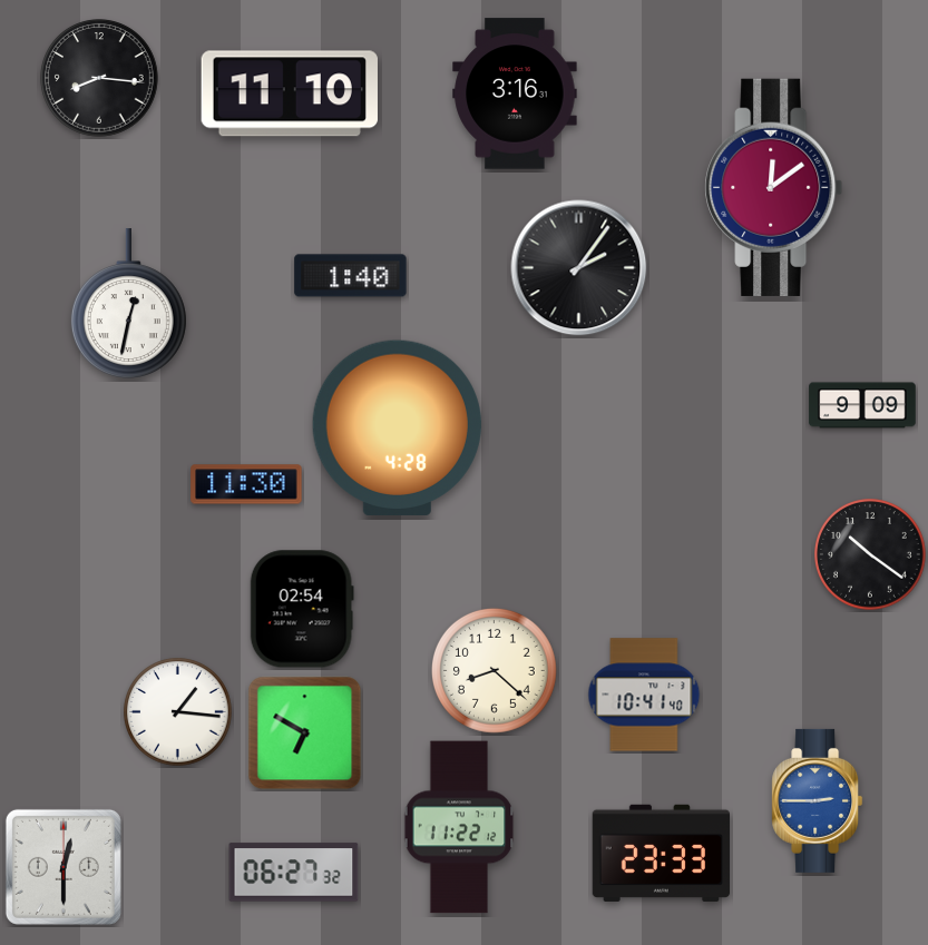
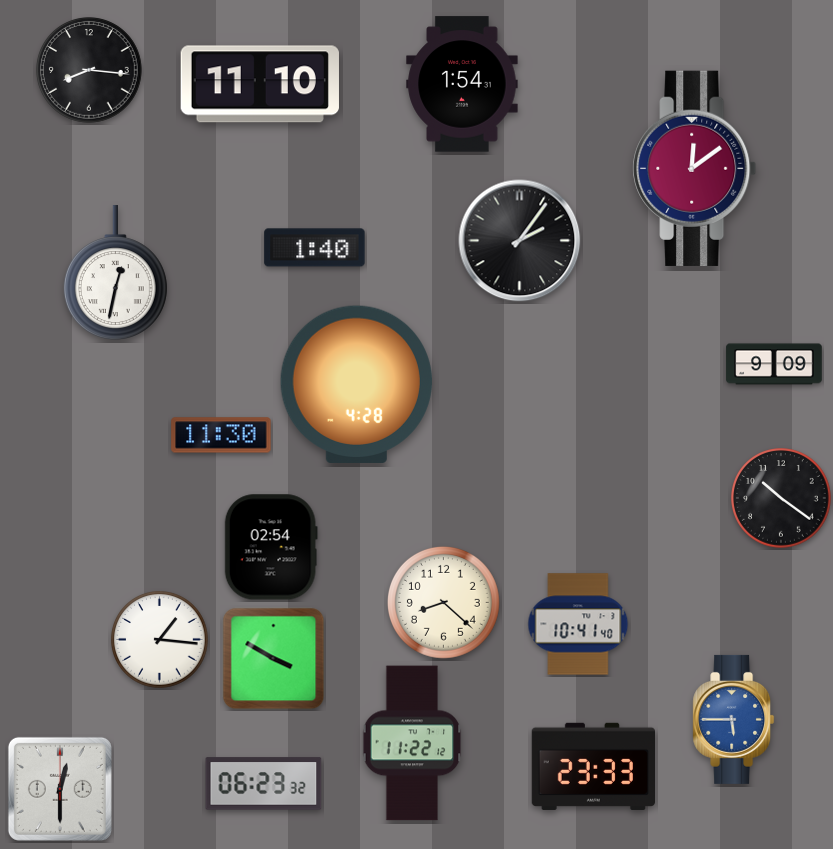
clock at (515, 93): 3:16 -> 1:54
clock at (305, 734): 6:50 -> 3:50
clock at (818, 800): 2:45 -> 5:45
clock at (64, 867) position: (64, 867) -> (60, 789)
clock at (294, 873): 06:27 -> 06:23
